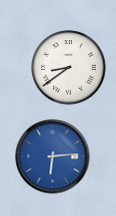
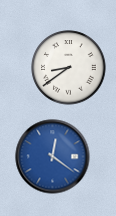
clock at (53, 157): 6:14 -> 12:21
